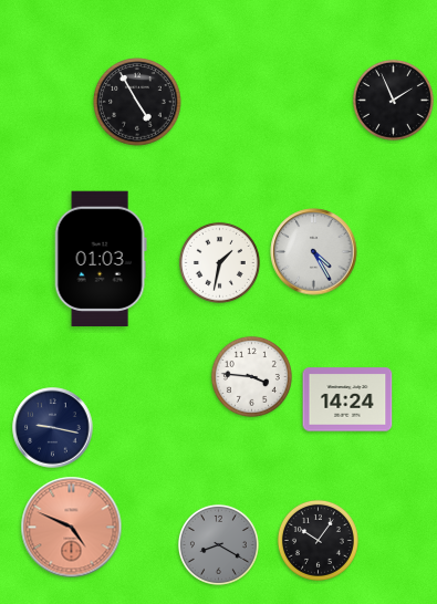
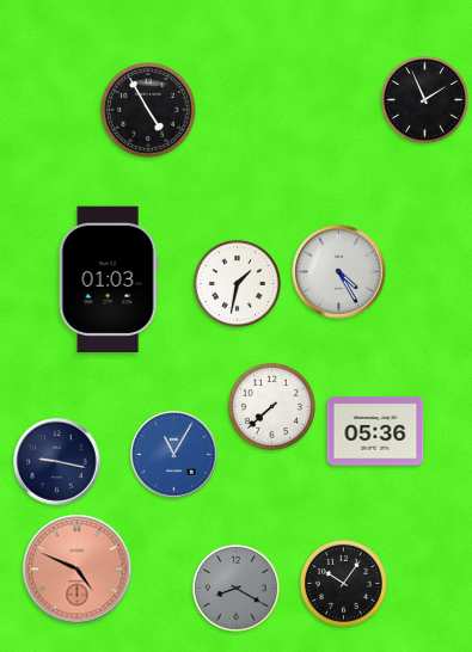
clock at (393, 100) position: (393, 100) -> (424, 99)
clock at (251, 376): 3:46 -> 7:38
clock at (347, 399): 14:24 -> 05:36
clock at (174, 455): none -> 11:05
